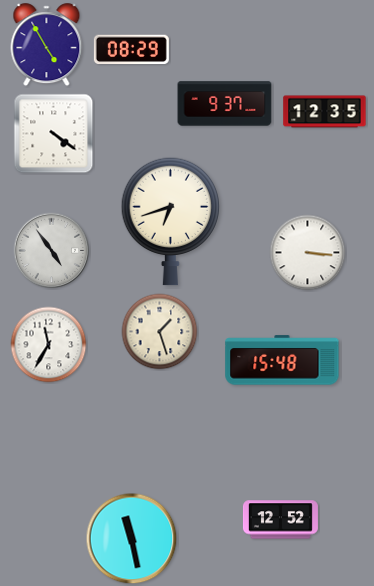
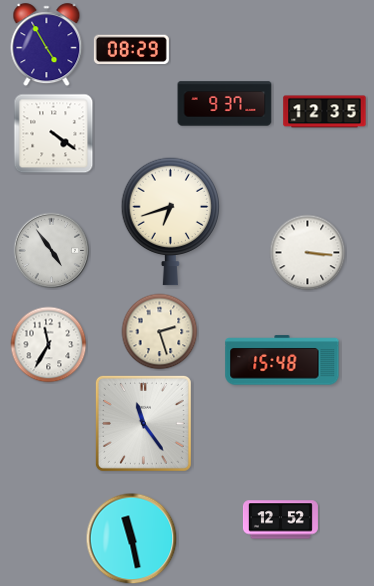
clock at (160, 332): 1:27 -> 2:27
clock at (143, 423): none -> 11:24
